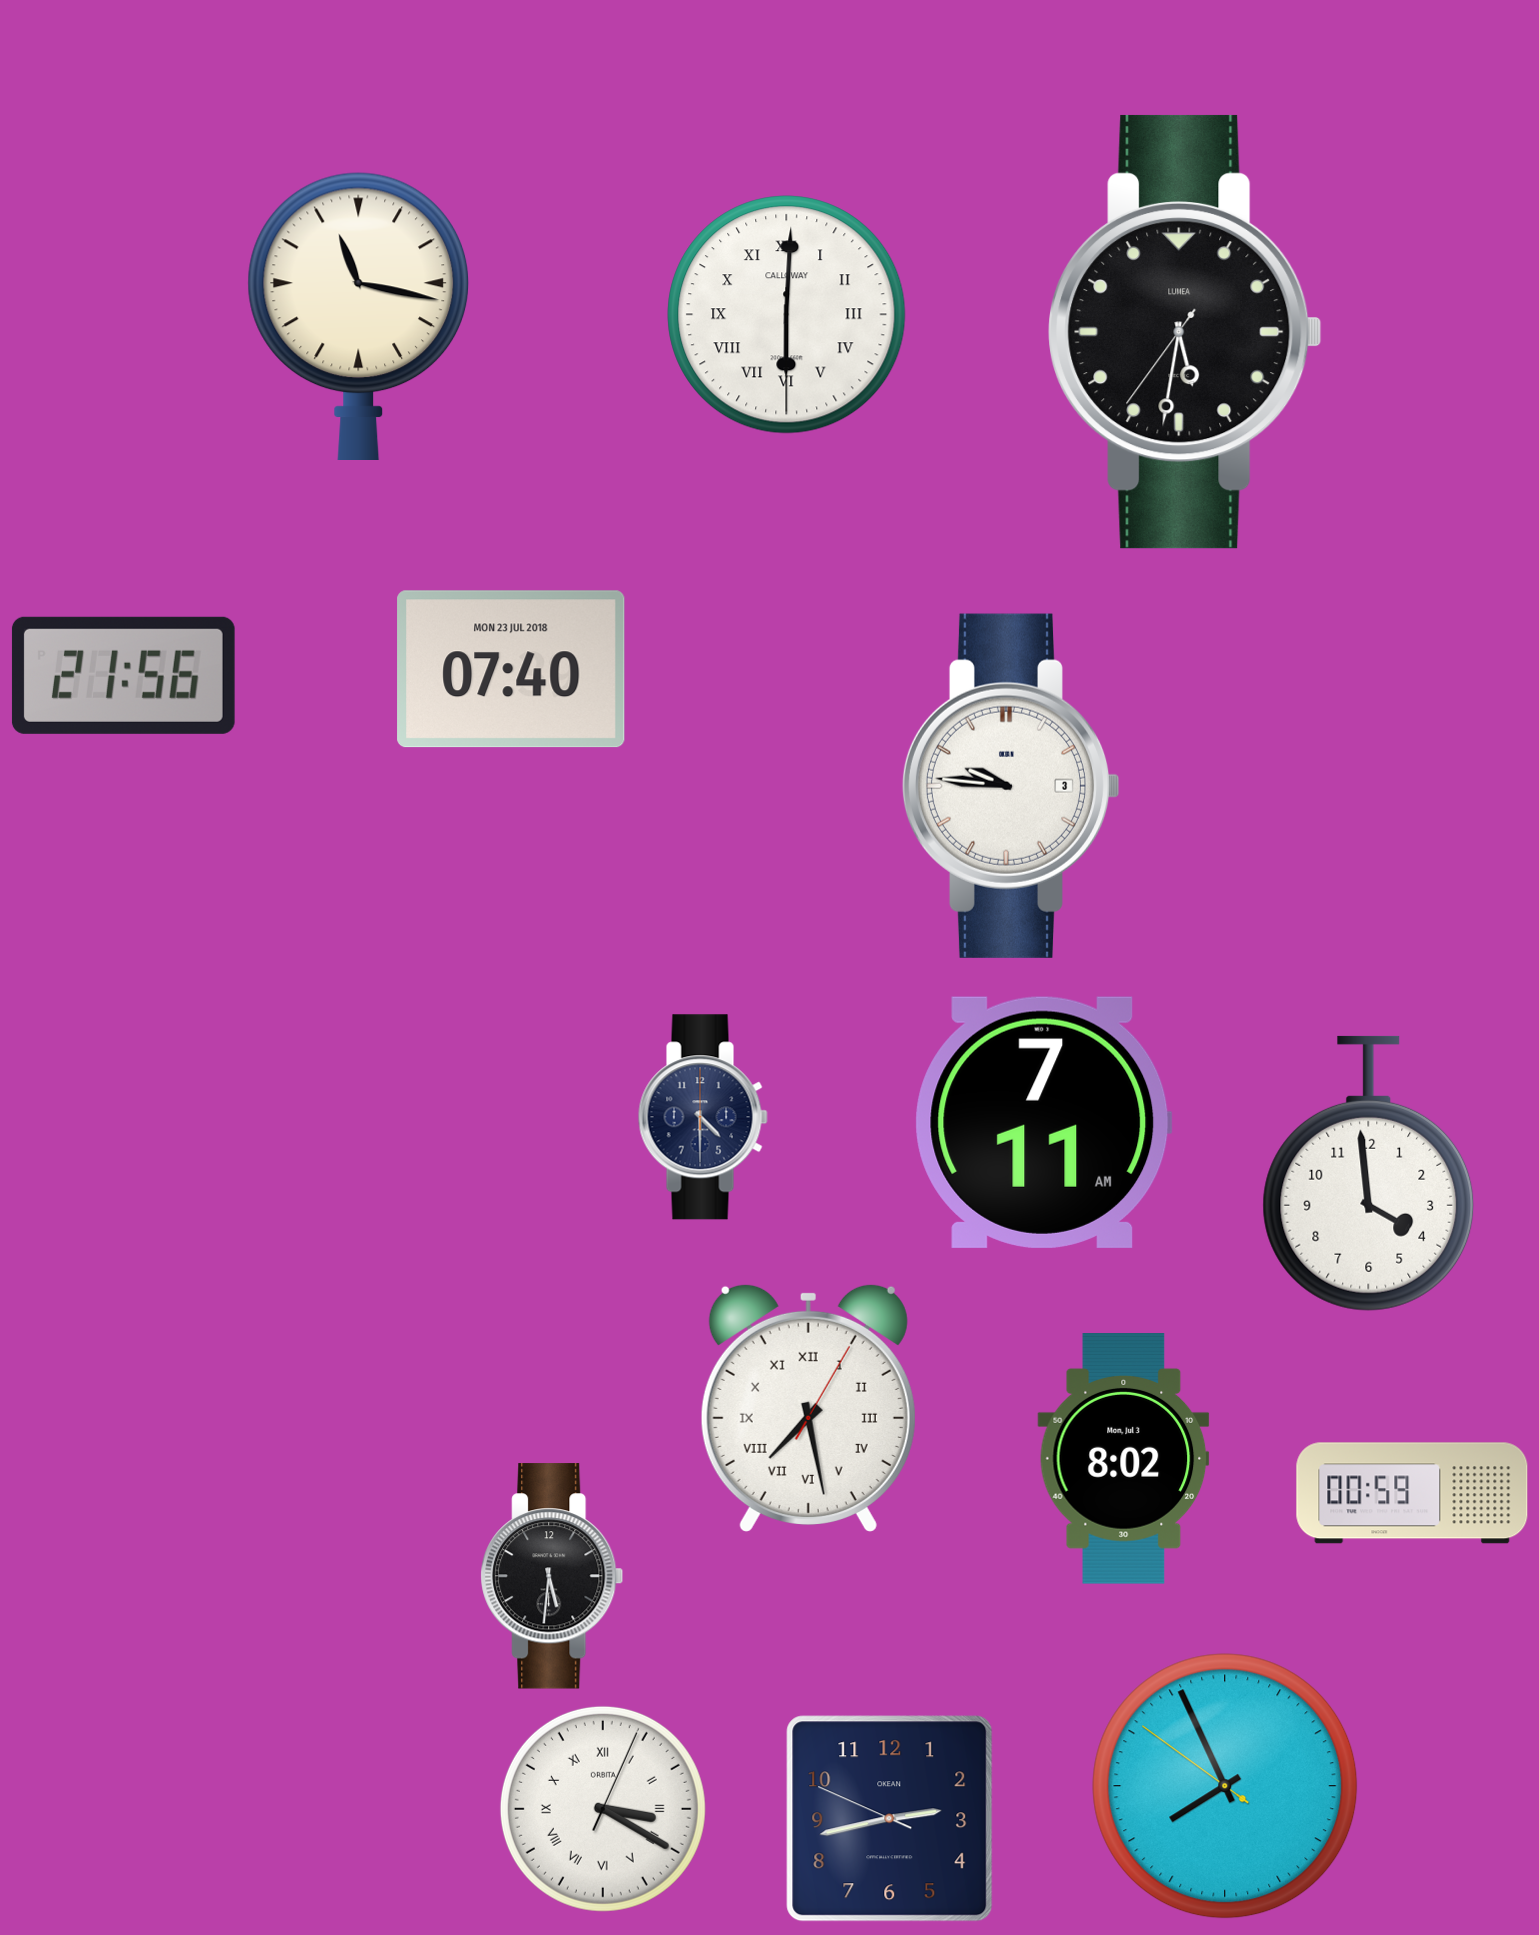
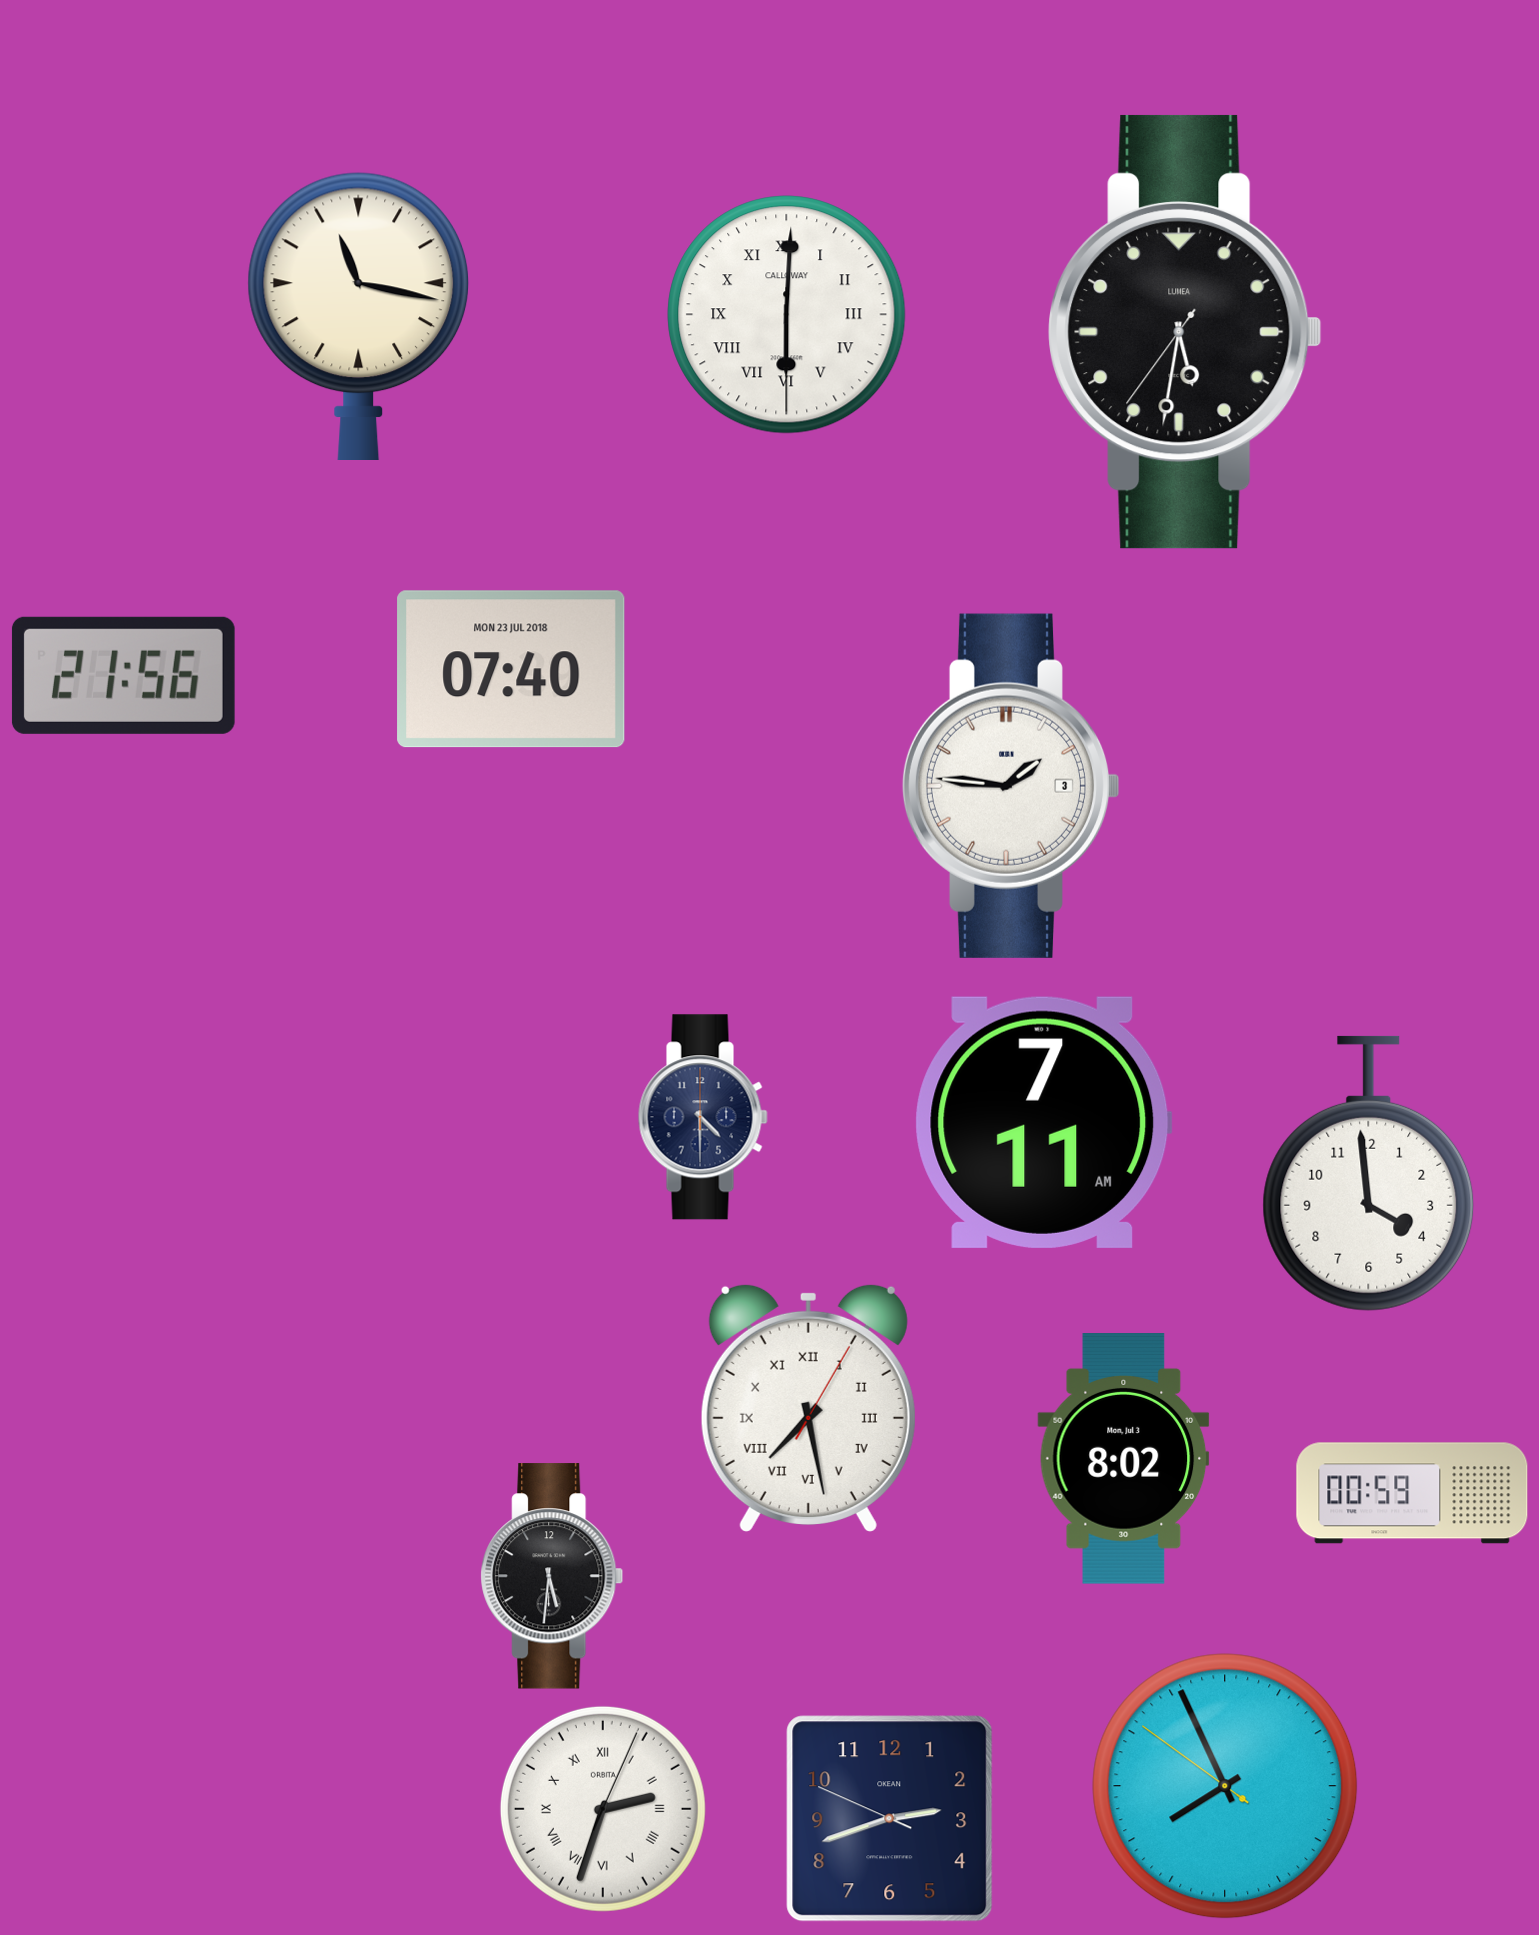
clock at (1011, 786): 9:46 -> 1:46
clock at (603, 1809): 3:20 -> 2:33
clock at (890, 1819): 2:42 -> 2:41
